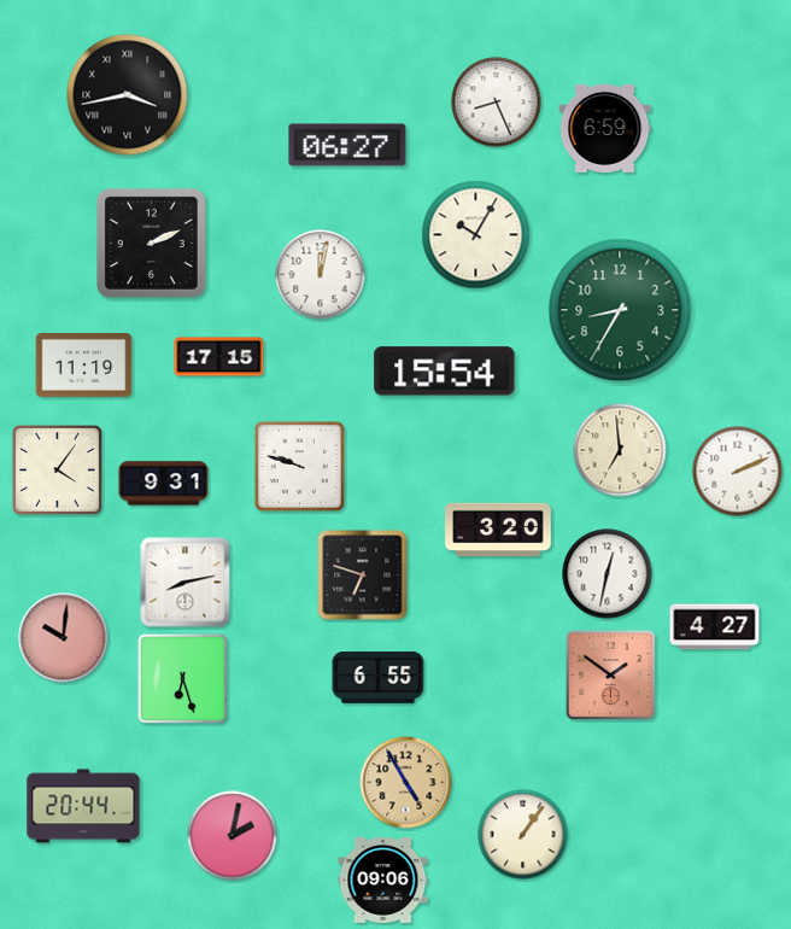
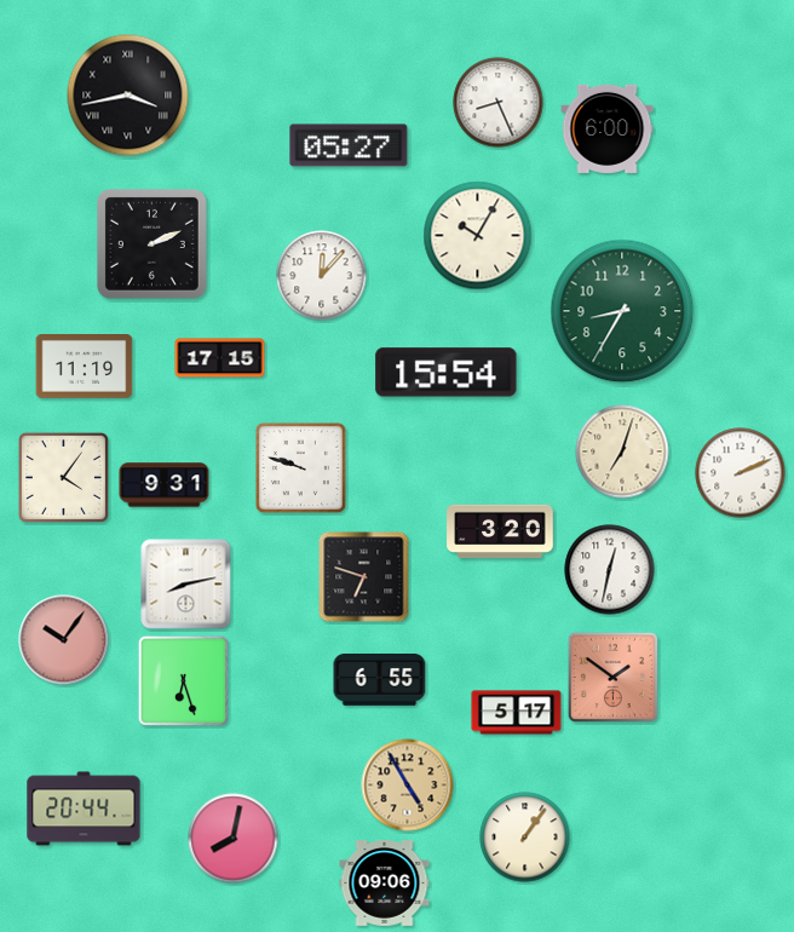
clock at (605, 128): 6:59 -> 6:00
clock at (347, 145): 06:27 -> 05:27
clock at (321, 275): 12:02 -> 12:07
clock at (620, 450): 6:59 -> 7:03
clock at (57, 469) position: (57, 469) -> (63, 477)
clock at (608, 574) position: (608, 574) -> (610, 570)
clock at (715, 627): 4:27 -> none
clock at (64, 638): 10:01 -> 10:06
clock at (517, 713): none -> 5:17
clock at (233, 836): 2:02 -> 8:02
